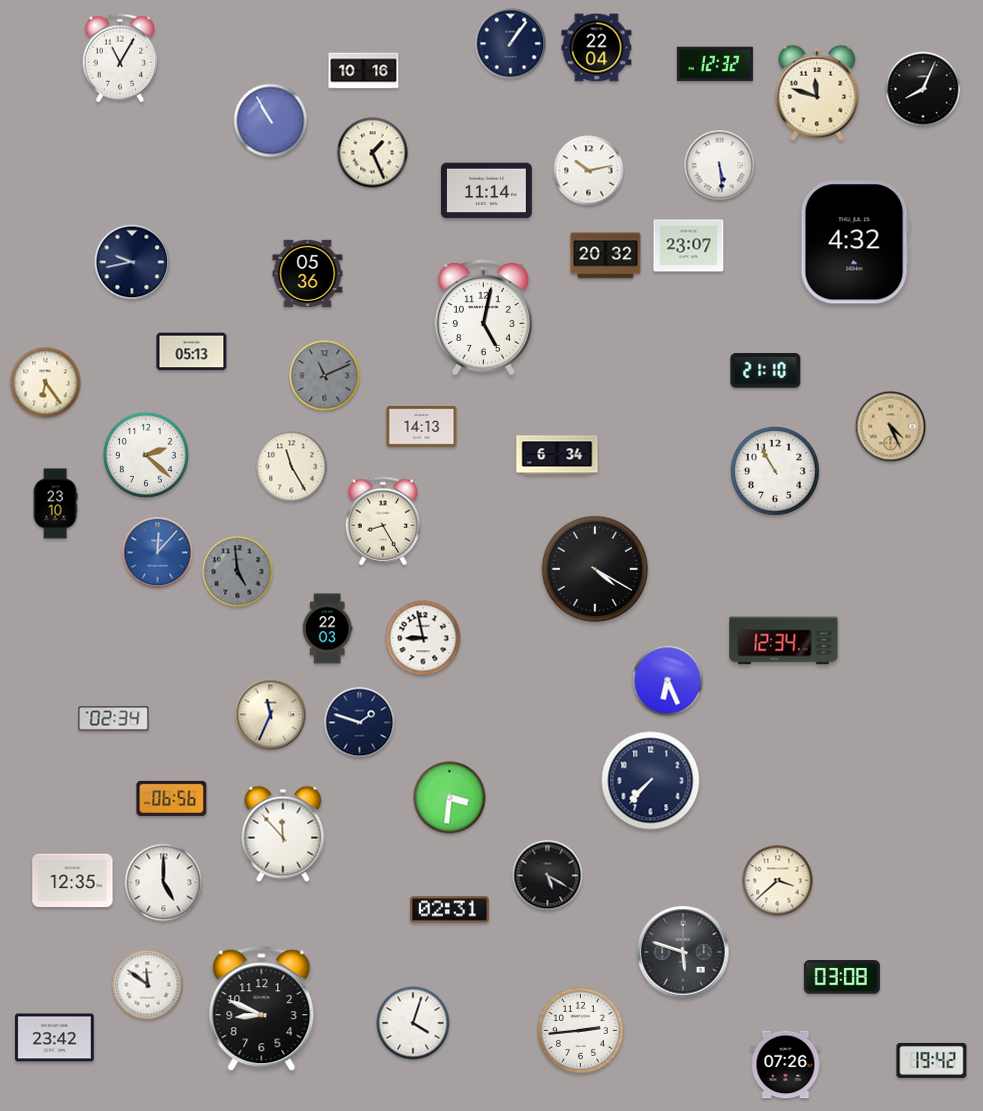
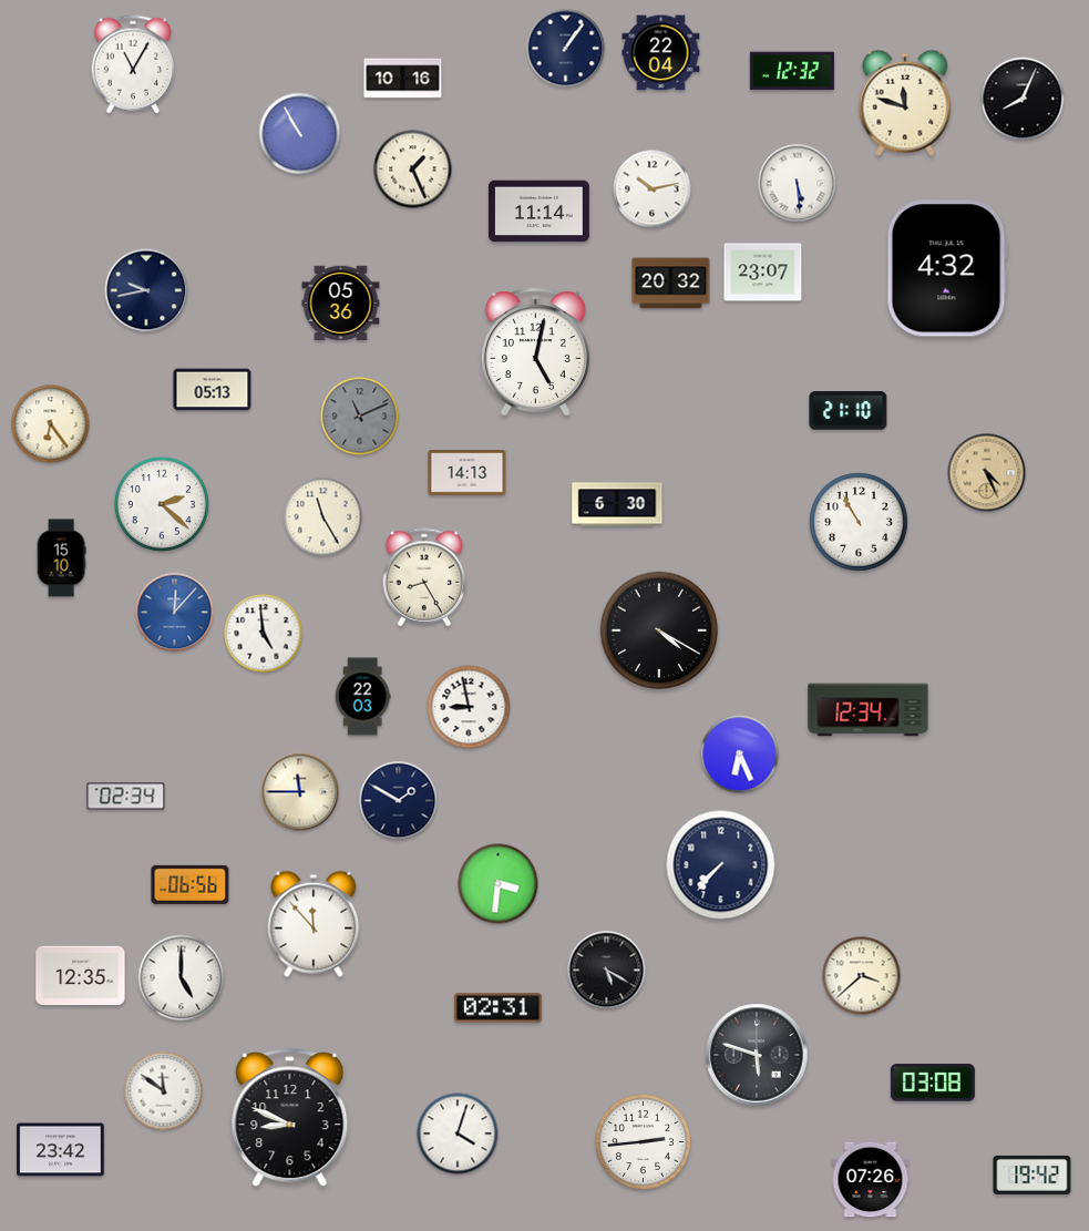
clock at (557, 455): 6:34 -> 6:30
clock at (55, 504): 23:10 -> 15:10
clock at (238, 572) dial: grey -> white
clock at (271, 715): 11:34 -> 11:45
clock at (360, 723): 1:48 -> 1:50
